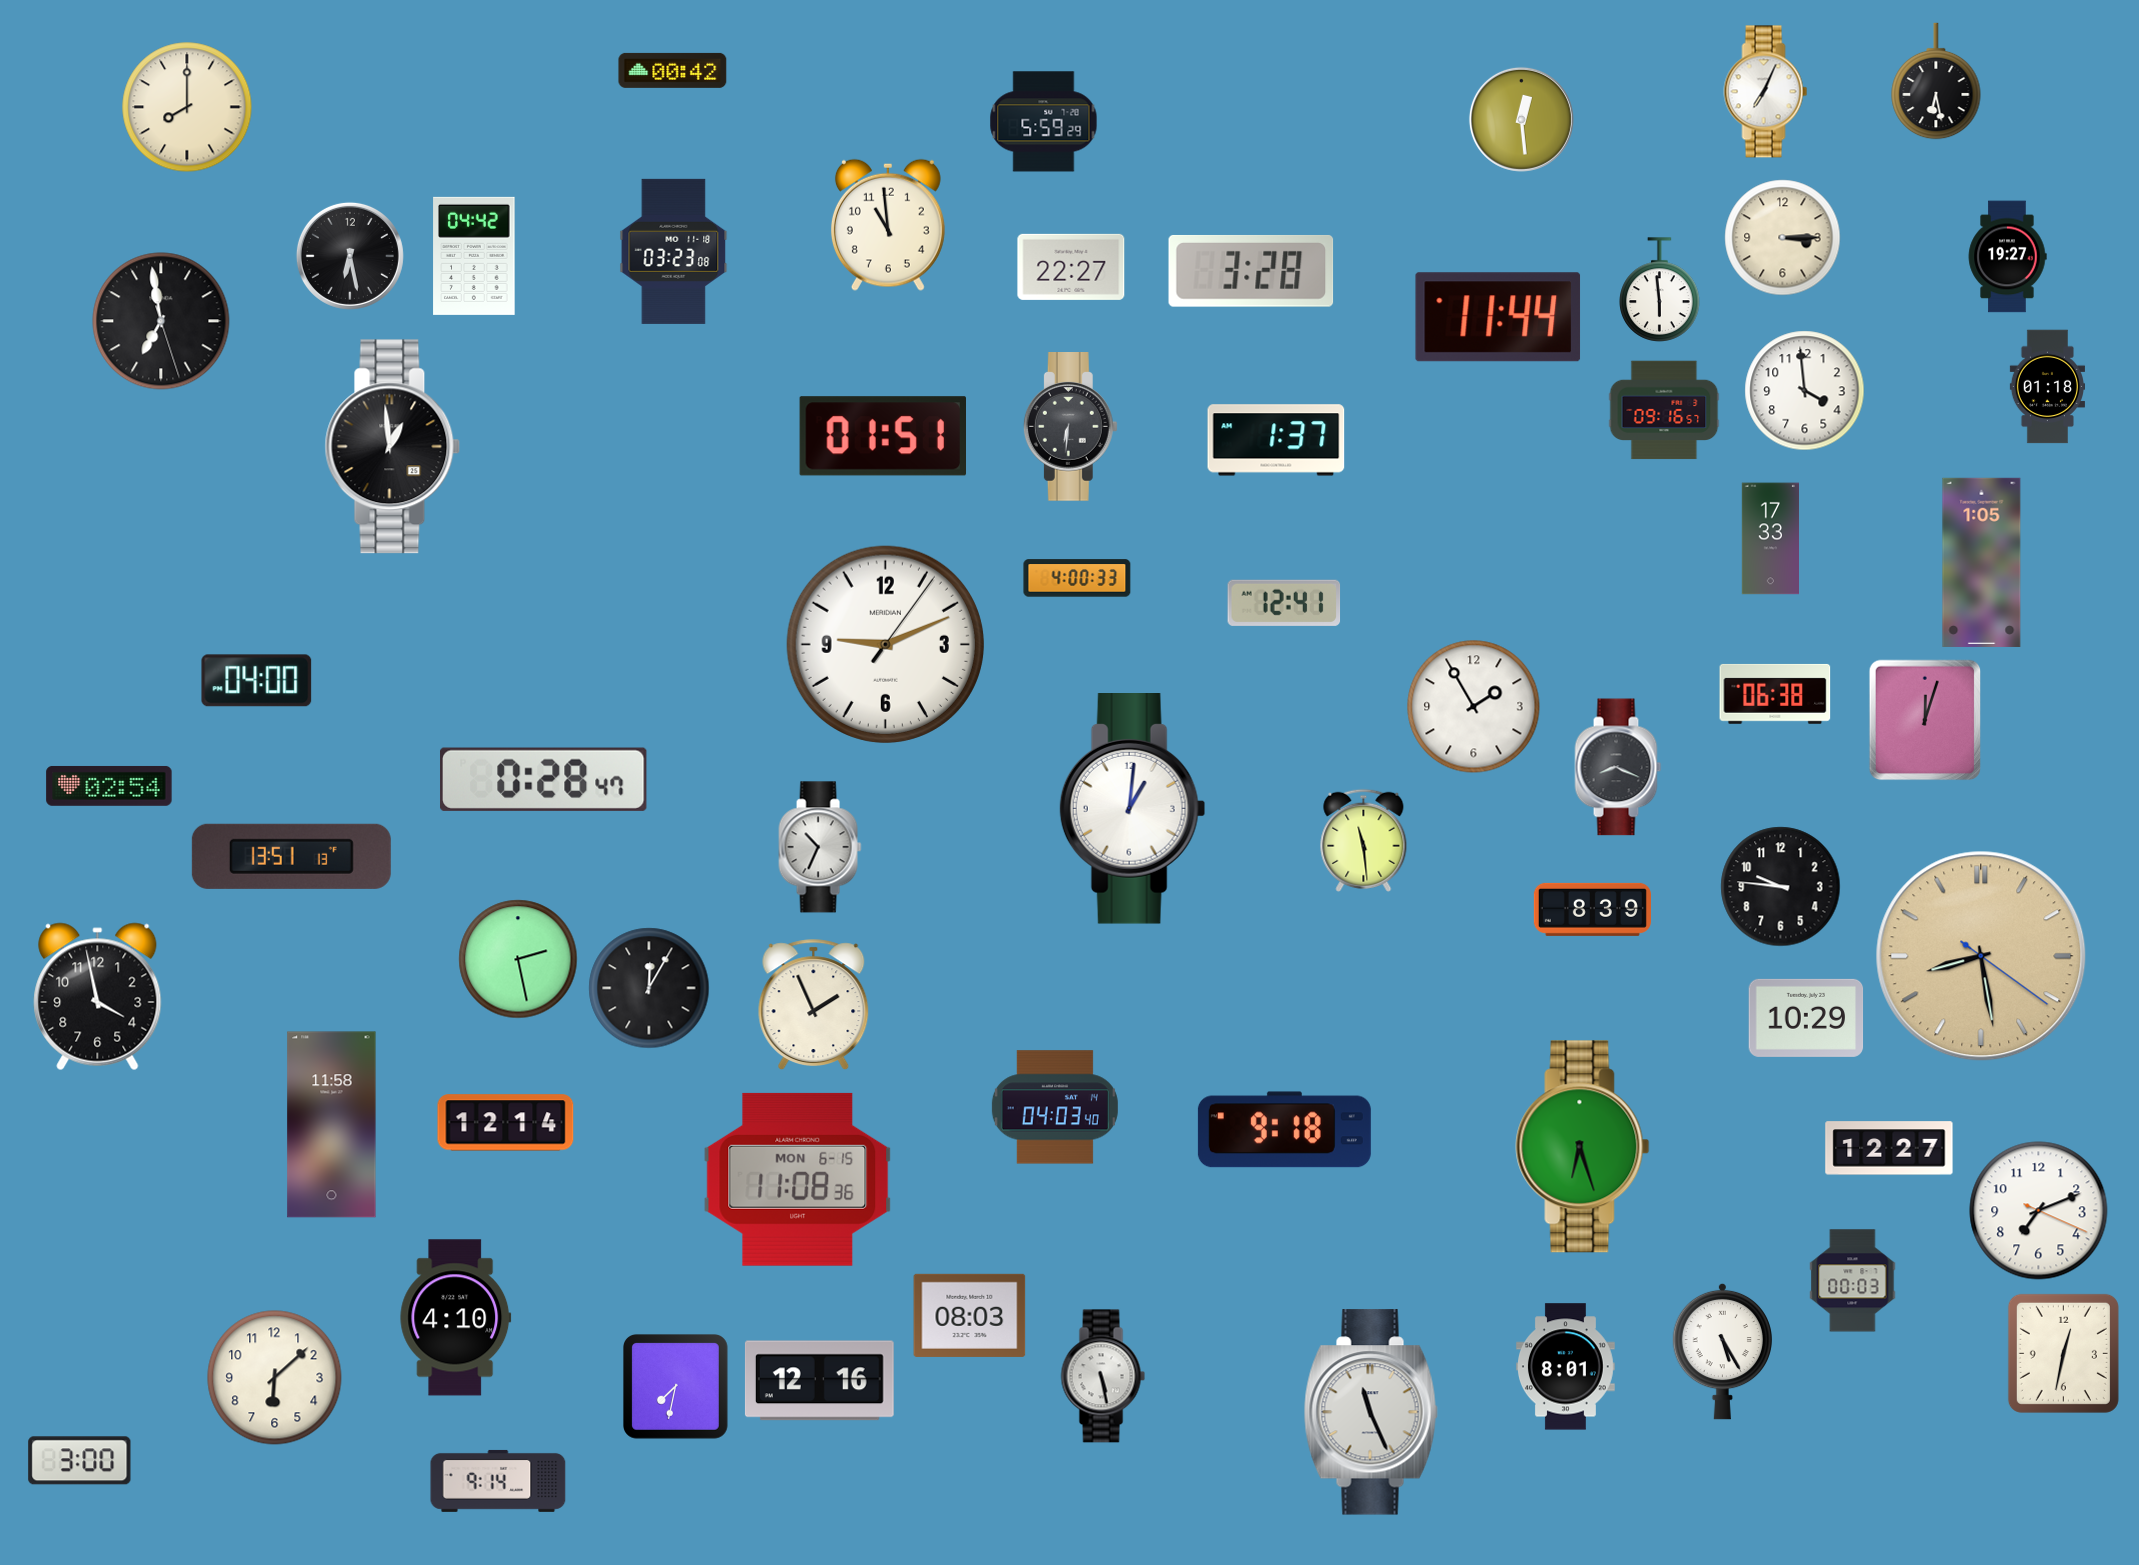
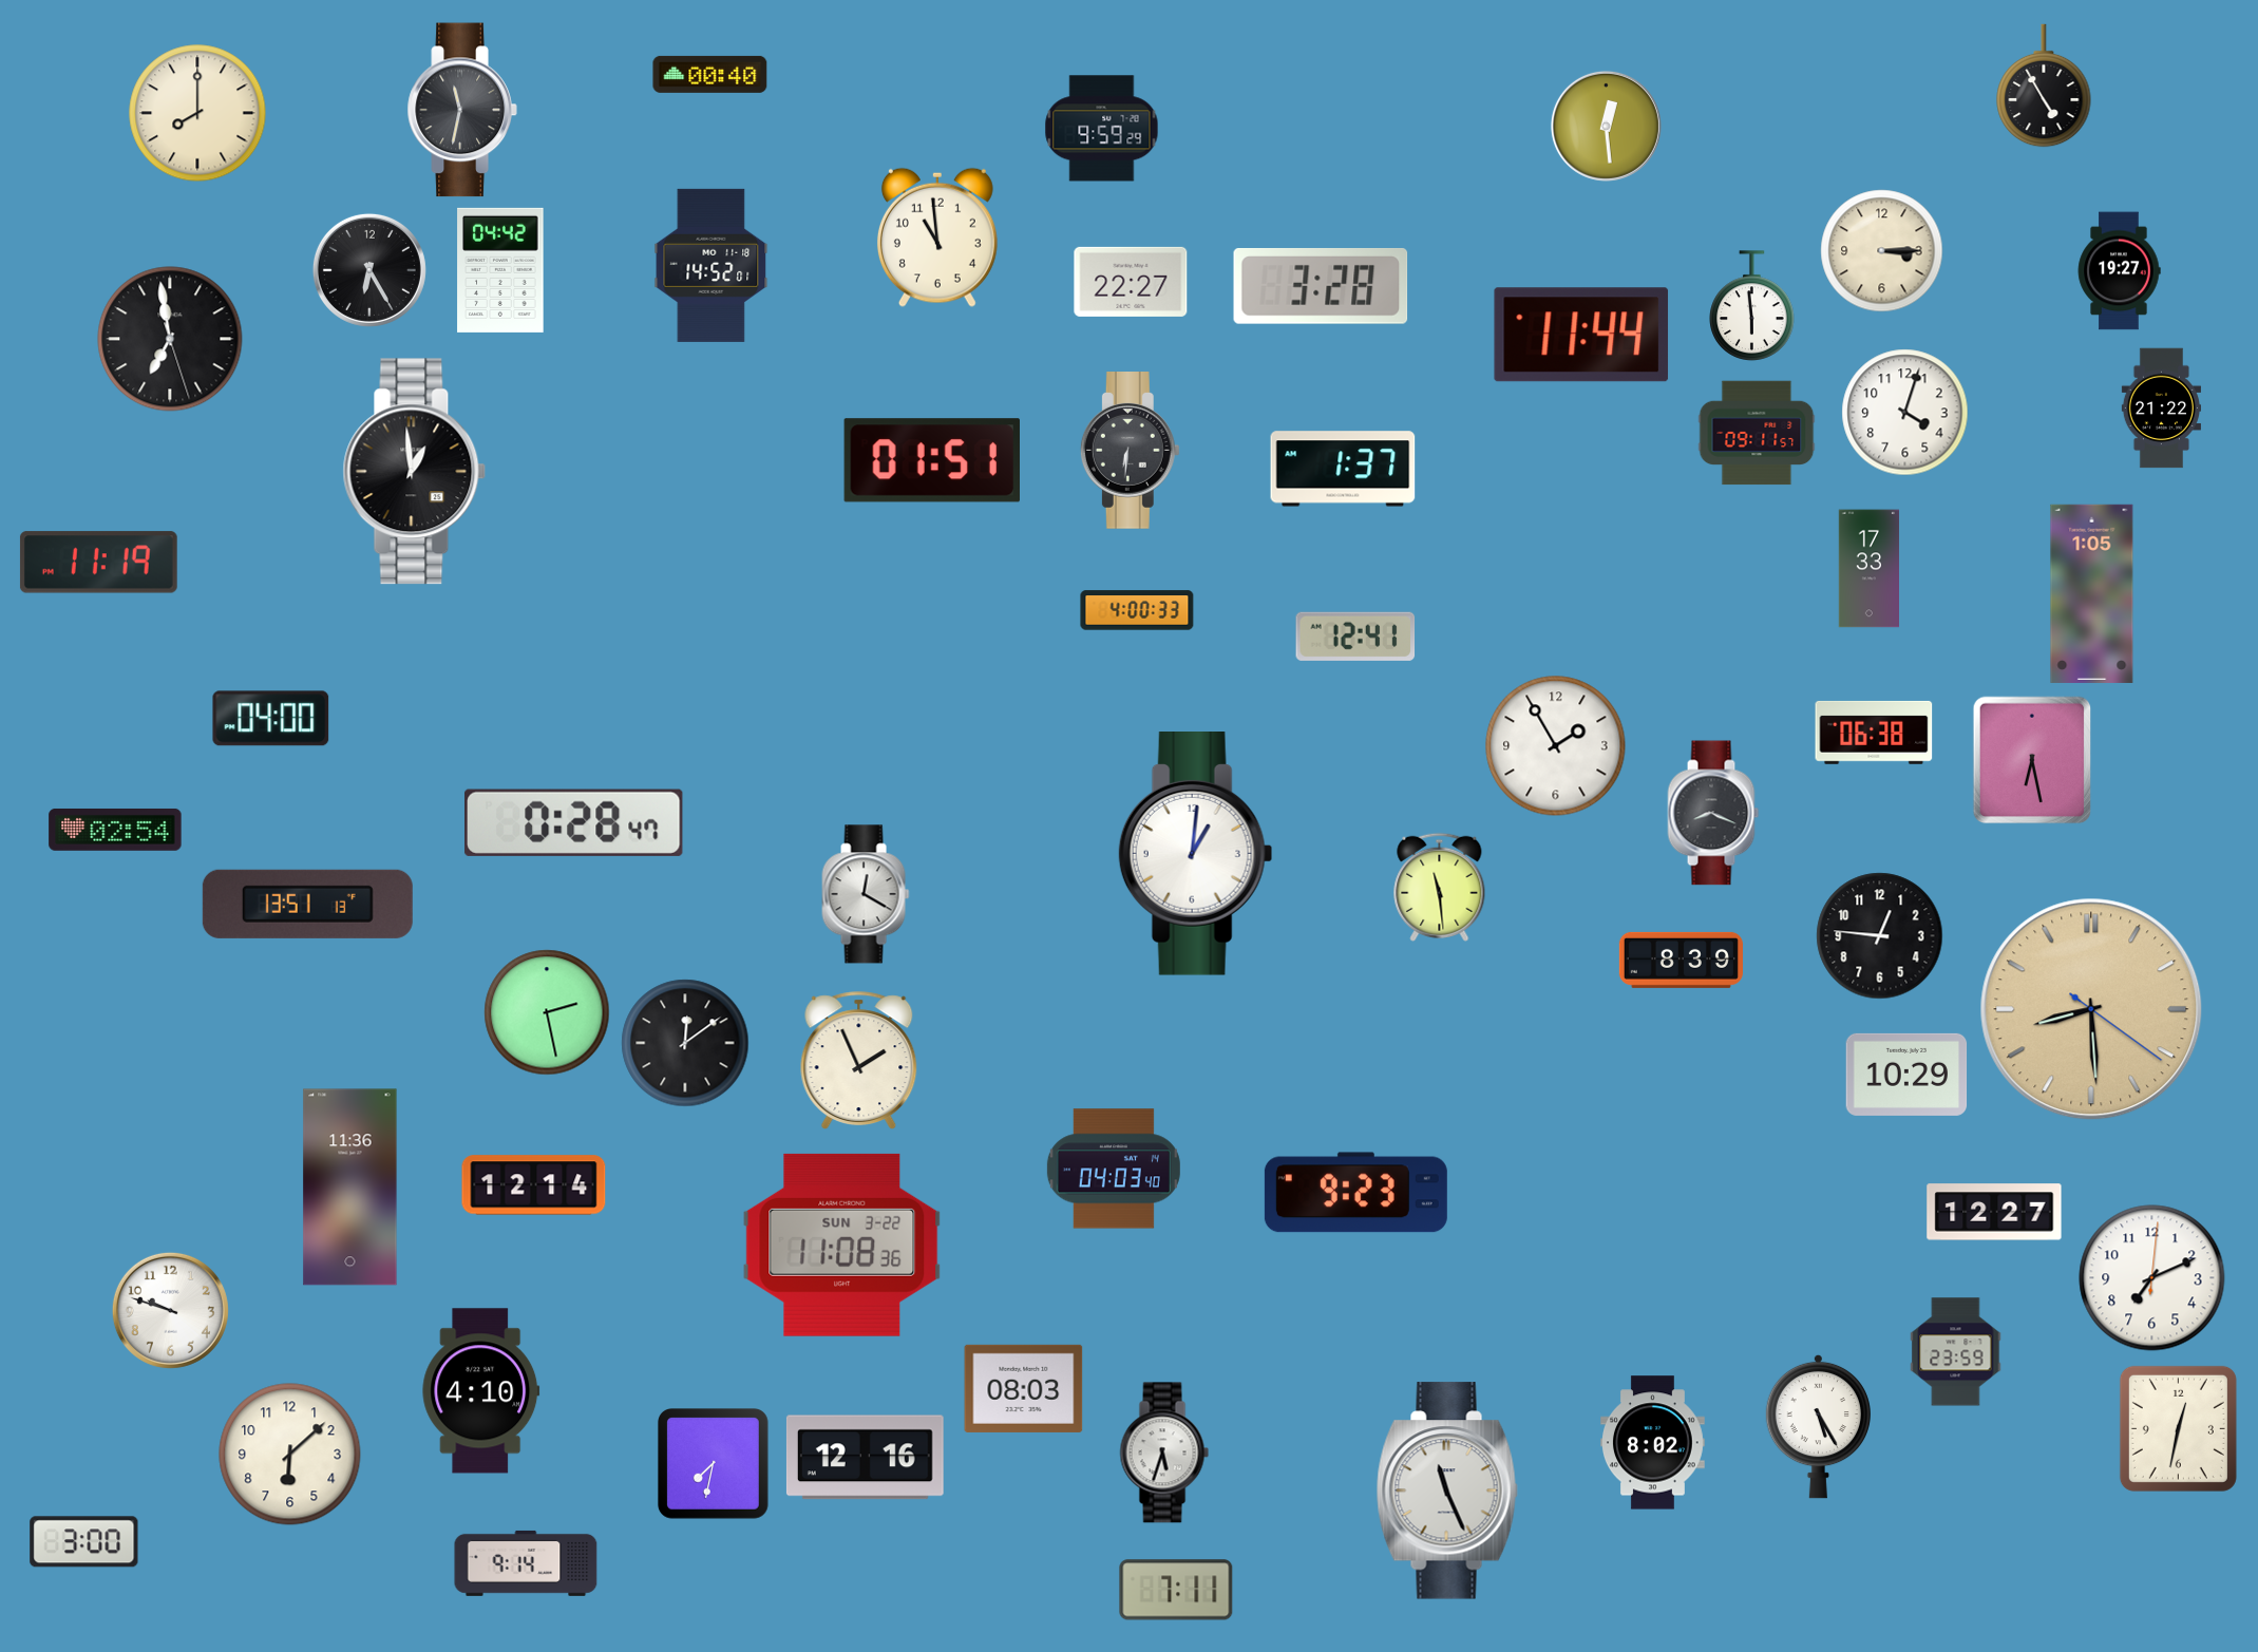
clock at (673, 70): 00:42 -> 00:40
clock at (1936, 81): 6:28 -> 4:55
clock at (1766, 92): 7:04 -> none
clock at (462, 110): none -> 11:32
clock at (1044, 122): 5:59 -> 9:59
clock at (674, 251): 03:23 -> 14:52
clock at (350, 256): 6:28 -> 6:25
clock at (2047, 387): 01:18 -> 21:22
clock at (1805, 391): 3:59 -> 4:03
clock at (1664, 410): 09:16 -> 09:11
clock at (1276, 440) position: (1276, 440) -> (1343, 469)
clock at (98, 563): none -> 11:19
clock at (885, 644): 9:11 -> none
clock at (1925, 720): 12:03 -> 6:28
clock at (1618, 767) position: (1618, 767) -> (1713, 813)
clock at (820, 847): 10:34 -> 12:20
clock at (1781, 887): 9:46 -> 12:46
clock at (1981, 956): 8:28 -> 8:29
clock at (649, 988): 12:05 -> 12:09
clock at (98, 997): 3:58 -> none
clock at (332, 1125): 11:58 -> 11:36
clock at (1284, 1130): 9:18 -> 9:23
clock at (1583, 1147): 6:27 -> none
clock at (798, 1179) date: MON 6-15 -> SUN 3-22
clock at (2039, 1211): 7:11:19 -> 7:11:01
clock at (170, 1310): none -> 9:48
clock at (1853, 1281): 00:03 -> 23:59
clock at (1566, 1367): 8:01 -> 8:02
clock at (1103, 1376): 5:28 -> 5:33
clock at (1176, 1590): none -> 7:11
